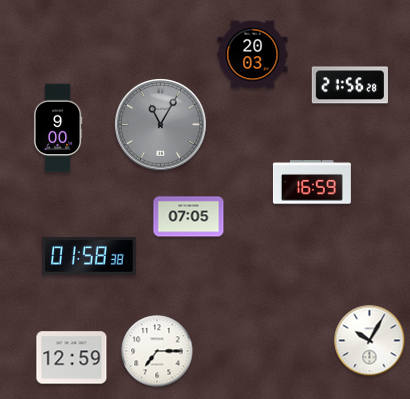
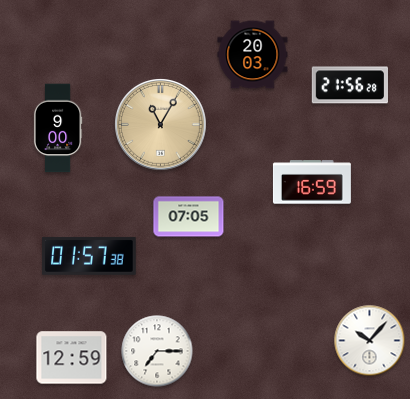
clock at (161, 125) dial: grey -> champagne
clock at (89, 256): 01:58 -> 01:57
clock at (370, 341): 10:05 -> 10:07
